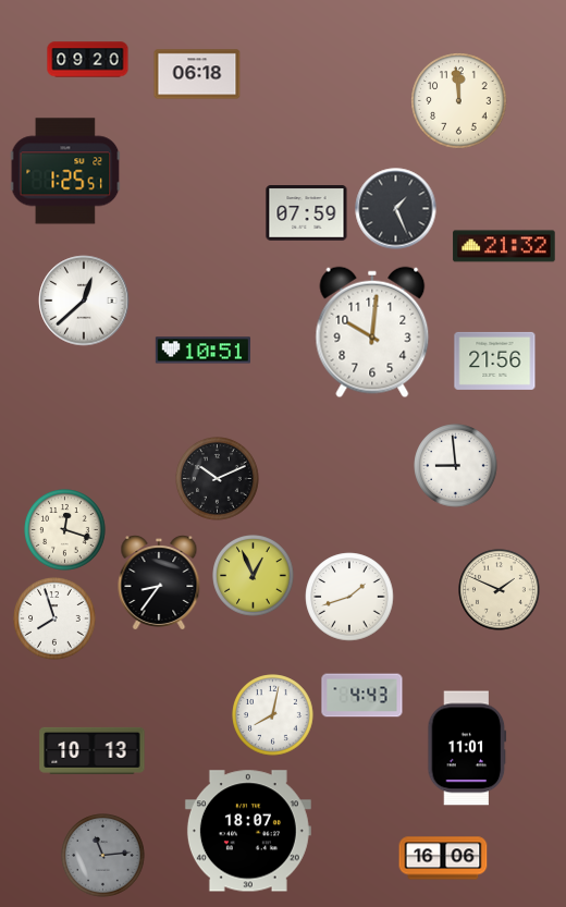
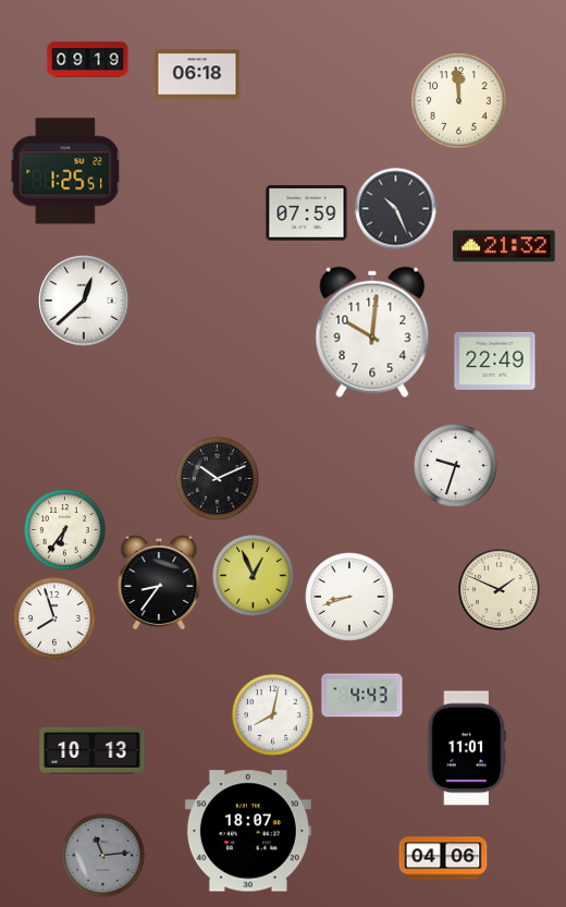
clock at (88, 60): 09:20 -> 09:19
clock at (396, 209): 1:26 -> 10:26
clock at (202, 351): 10:51 -> none
clock at (495, 360): 21:56 -> 22:49
clock at (456, 466): 8:59 -> 9:33
clock at (65, 530): 12:18 -> 6:36
clock at (349, 597): 1:42 -> 8:42
clock at (443, 858): 16:06 -> 04:06
